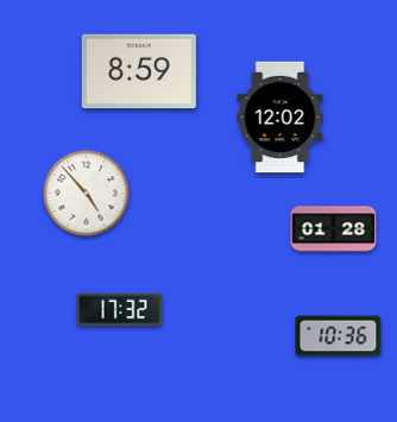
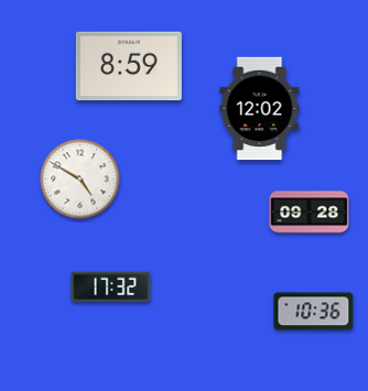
clock at (87, 194): 4:53 -> 4:50
clock at (334, 229): 01:28 -> 09:28
